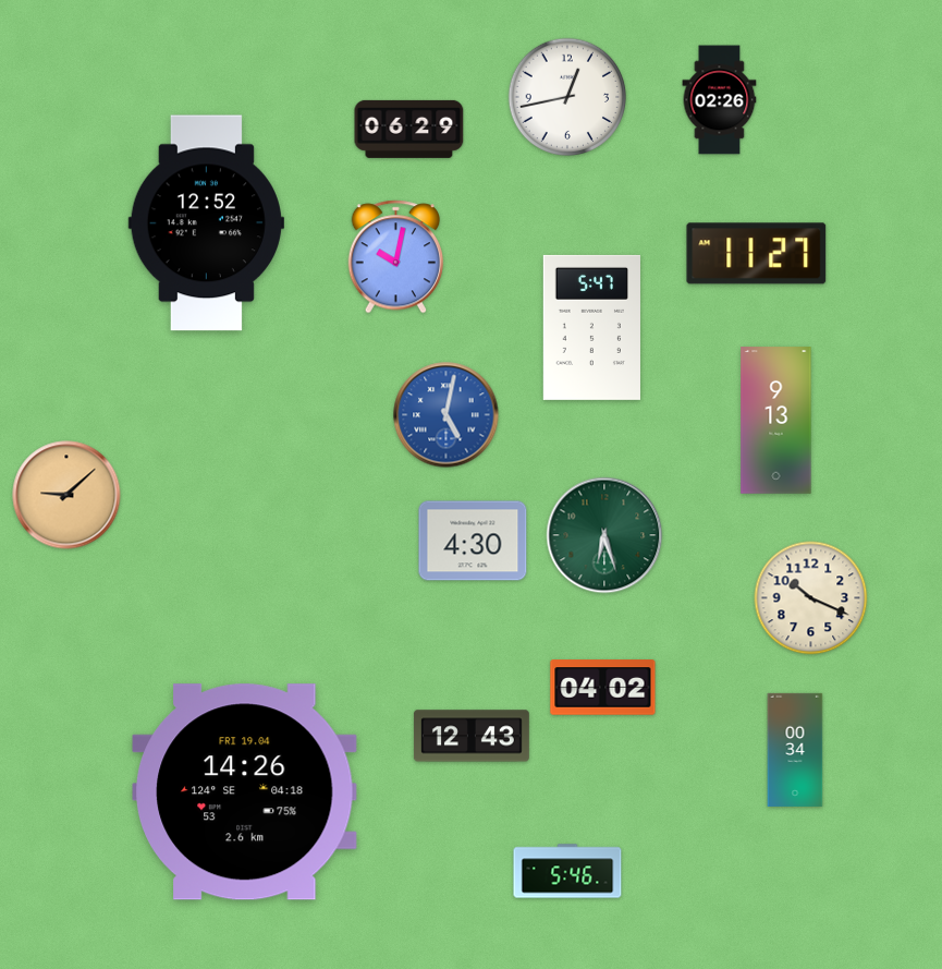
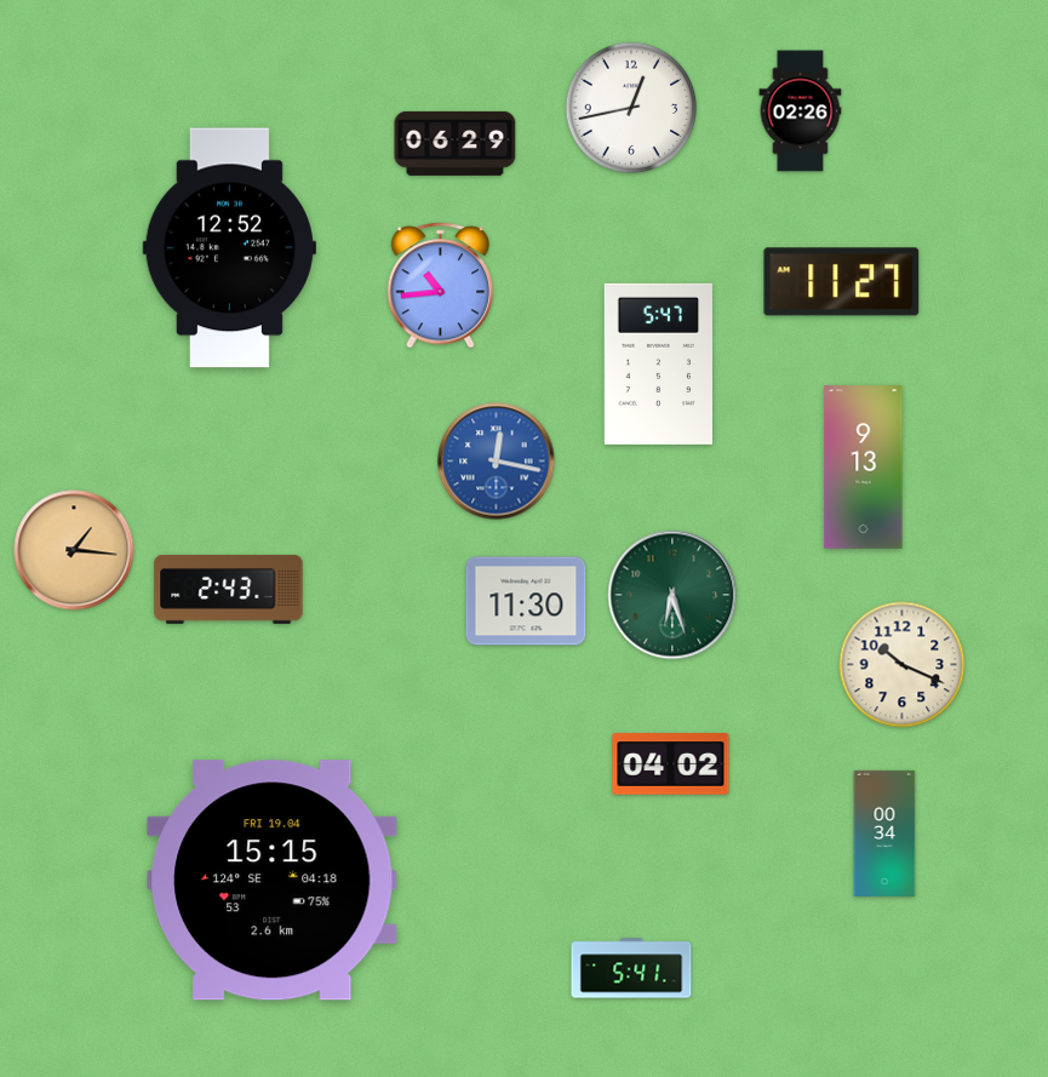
clock at (396, 257): 10:02 -> 10:44
clock at (446, 415): 5:02 -> 12:17
clock at (66, 495): 9:08 -> 1:16
clock at (229, 589): none -> 2:43
clock at (473, 541): 4:30 -> 11:30
clock at (472, 736): 12:43 -> none
clock at (245, 792): 14:26 -> 15:15
clock at (567, 871): 5:46 -> 5:41
